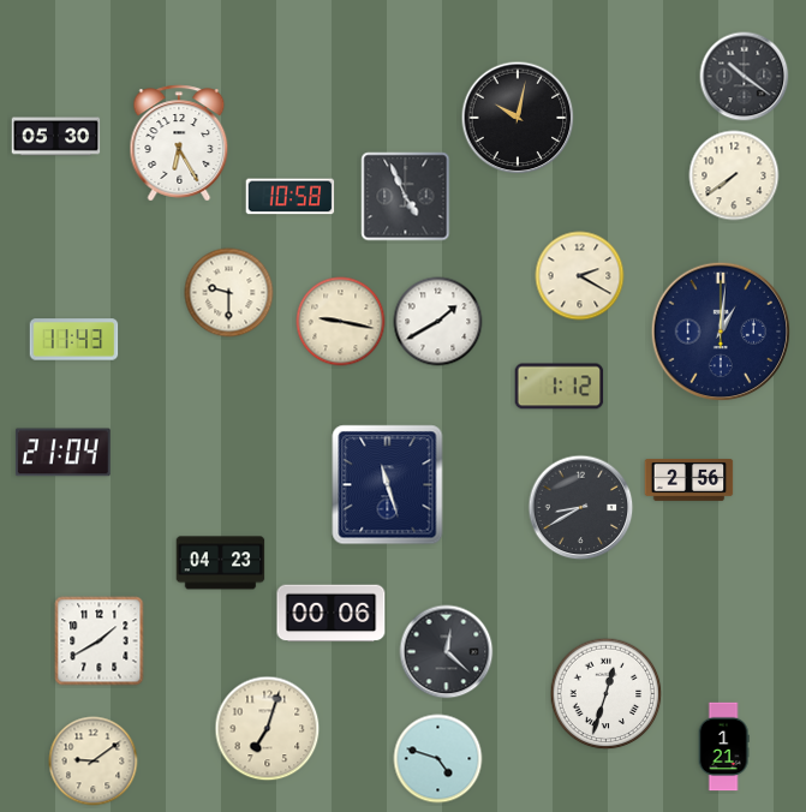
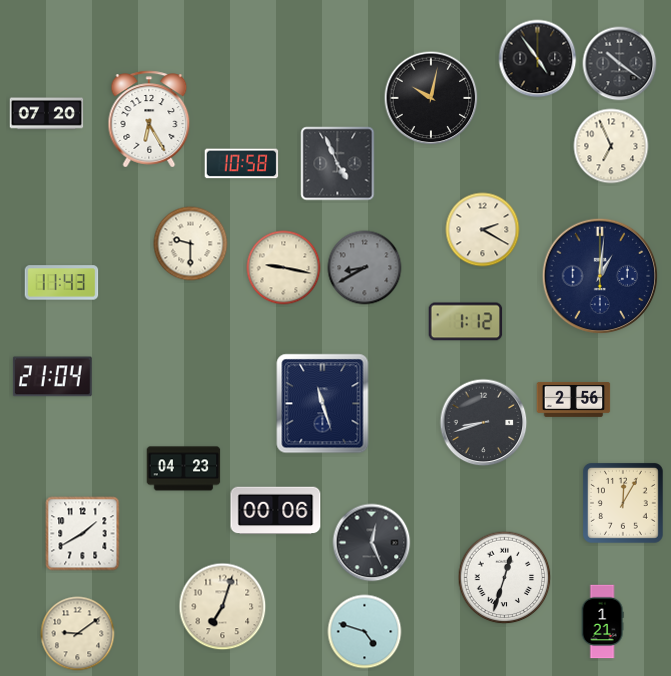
clock at (538, 59): none -> 4:54
clock at (56, 137): 05:30 -> 07:20
clock at (734, 175): 7:39 -> 6:56
clock at (438, 322): 1:40 -> 8:40
clock at (438, 322) dial: white -> grey
clock at (581, 508): 8:40 -> 8:42
clock at (623, 503): none -> 12:05
clock at (447, 652): 12:22 -> 12:26
